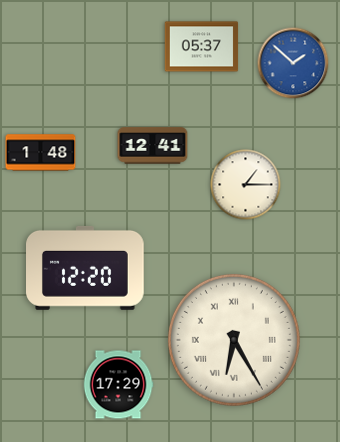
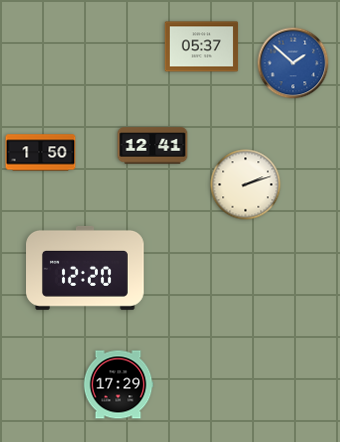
clock at (41, 153): 1:48 -> 1:50
clock at (246, 185): 1:15 -> 2:12
clock at (234, 340): 6:25 -> none
